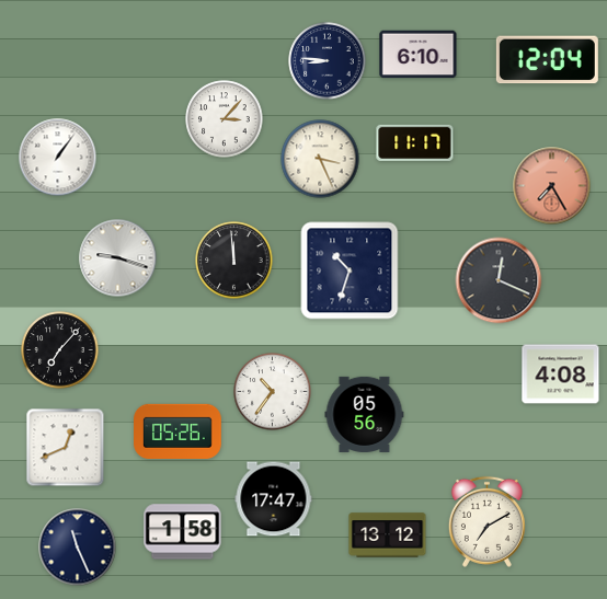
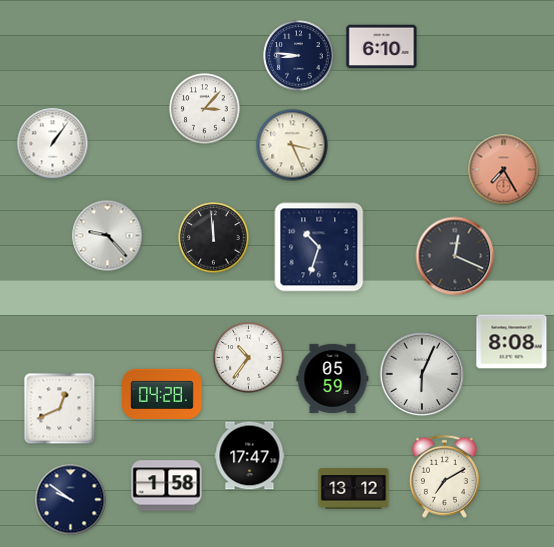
clock at (419, 55) position: (419, 55) -> (382, 47)
clock at (547, 60): 12:04 -> none
clock at (415, 142): 11:17 -> none
clock at (118, 258): 9:18 -> 9:23
clock at (60, 350): 7:07 -> none
clock at (561, 375): 4:08 -> 8:08
clock at (422, 374): none -> 6:04
clock at (365, 414): 05:56 -> 05:59
clock at (179, 431): 05:26 -> 04:28
clock at (78, 548): 11:26 -> 9:51
